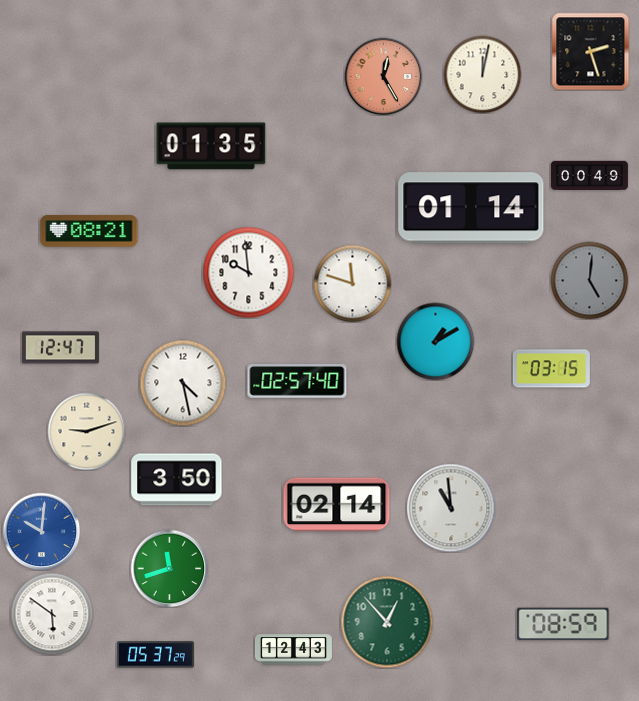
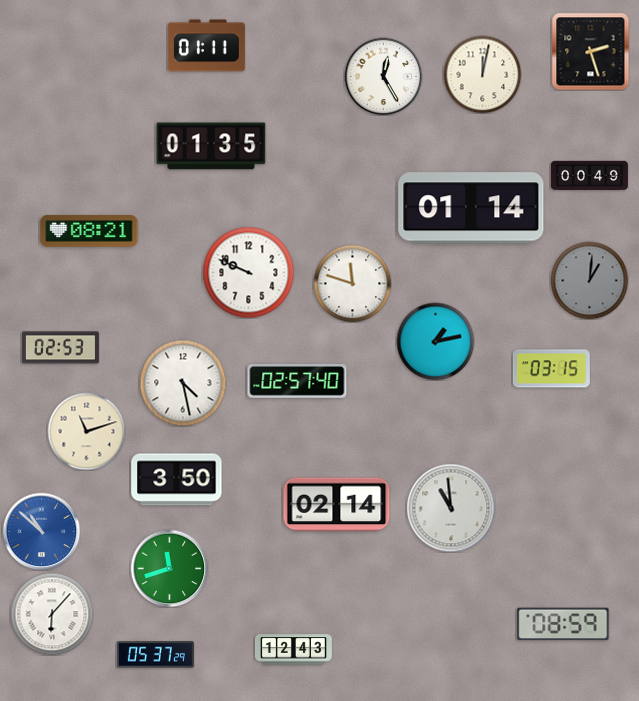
clock at (206, 46): none -> 01:11
clock at (383, 76) dial: salmon -> white
clock at (248, 272): 9:59 -> 9:49
clock at (589, 280): 5:01 -> 1:01
clock at (435, 341): 1:10 -> 1:13
clock at (60, 348): 12:47 -> 02:53
clock at (86, 431): 9:12 -> 11:12
clock at (41, 531): 10:01 -> 10:52
clock at (52, 614): 5:51 -> 6:07
clock at (387, 622): 12:53 -> none
